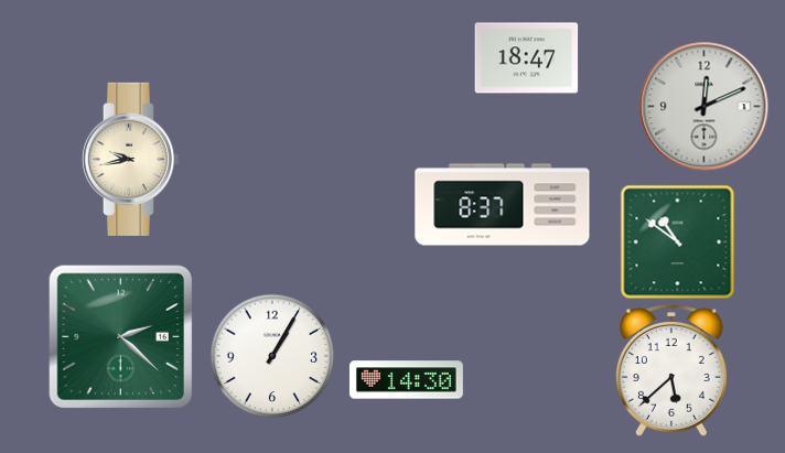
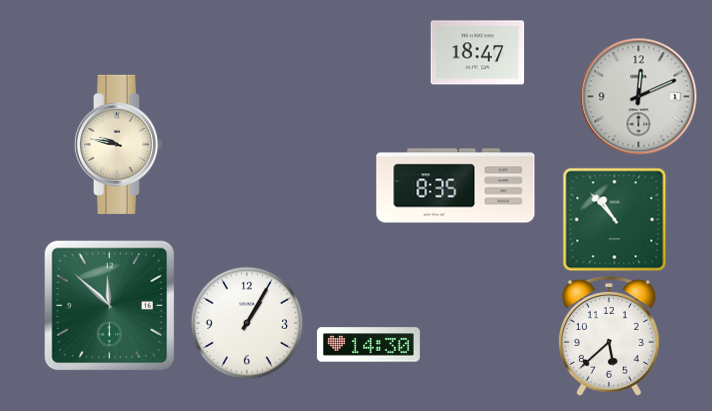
clock at (130, 159): 9:43 -> 9:47
clock at (503, 205): 8:37 -> 8:35
clock at (678, 242): 10:51 -> 10:53
clock at (121, 337): 2:22 -> 11:52
